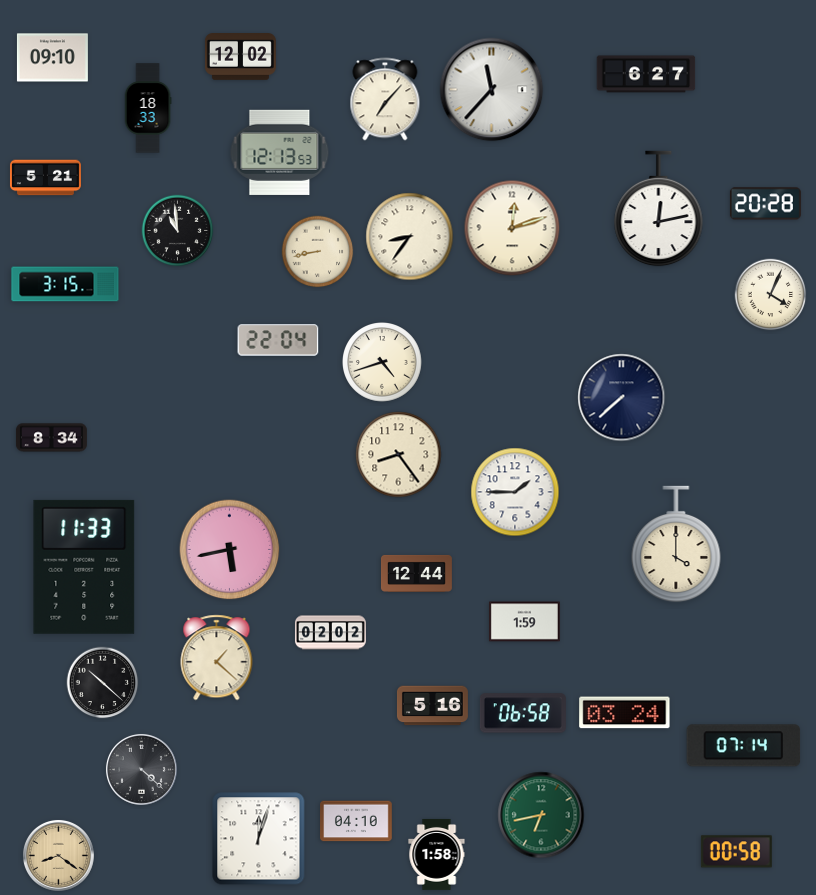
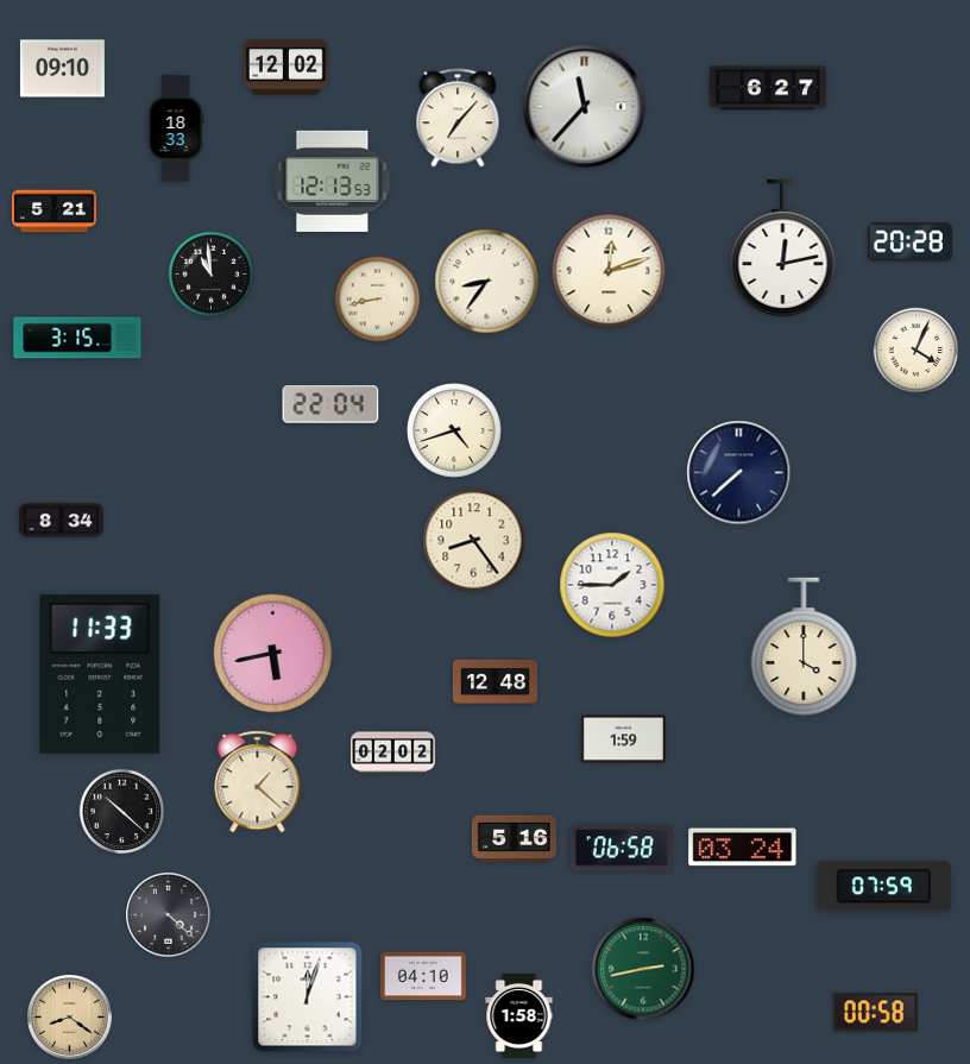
clock at (416, 573): 12:44 -> 12:48
clock at (744, 746): 07:14 -> 07:59
clock at (541, 815): 6:43 -> 2:43
